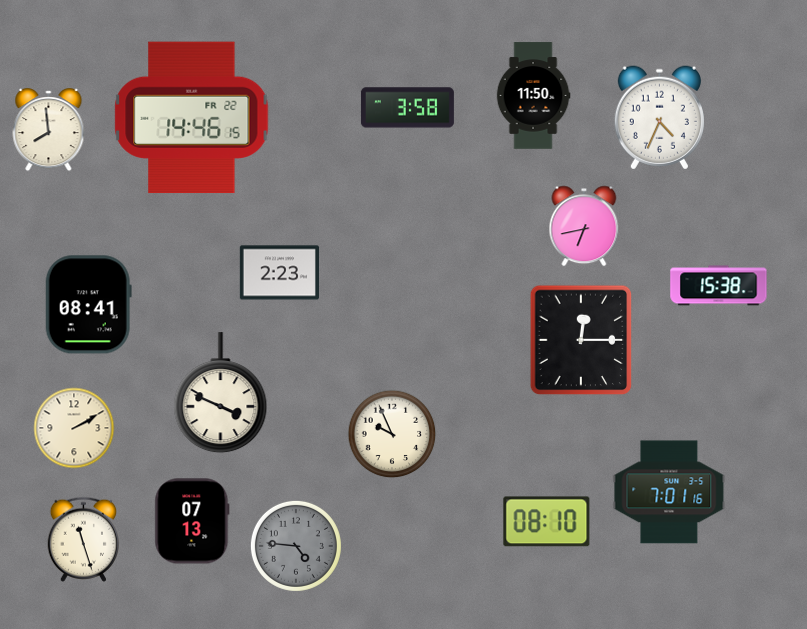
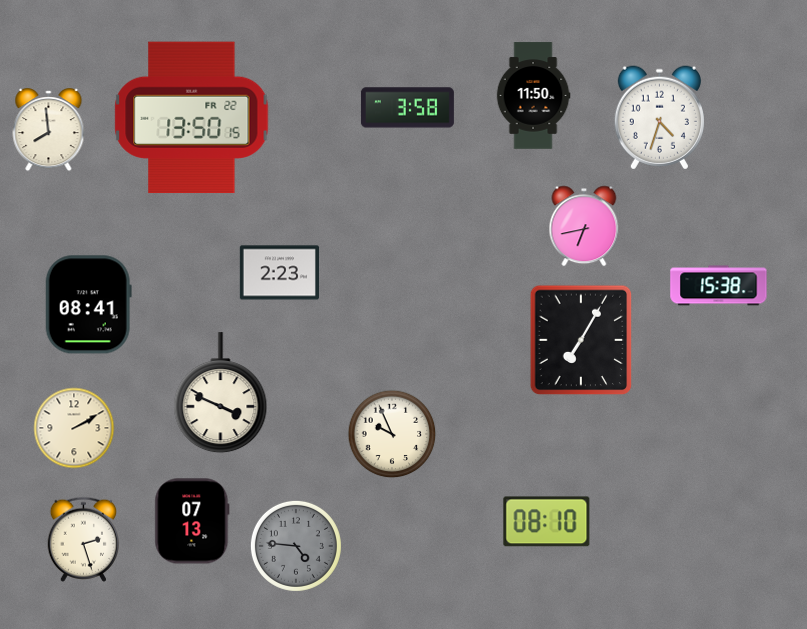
clock at (192, 118): 14:46 -> 13:50
clock at (659, 118): 4:34 -> 4:33
clock at (581, 340): 12:15 -> 7:05
clock at (669, 492): 7:01 -> none
clock at (84, 539): 11:27 -> 2:27
